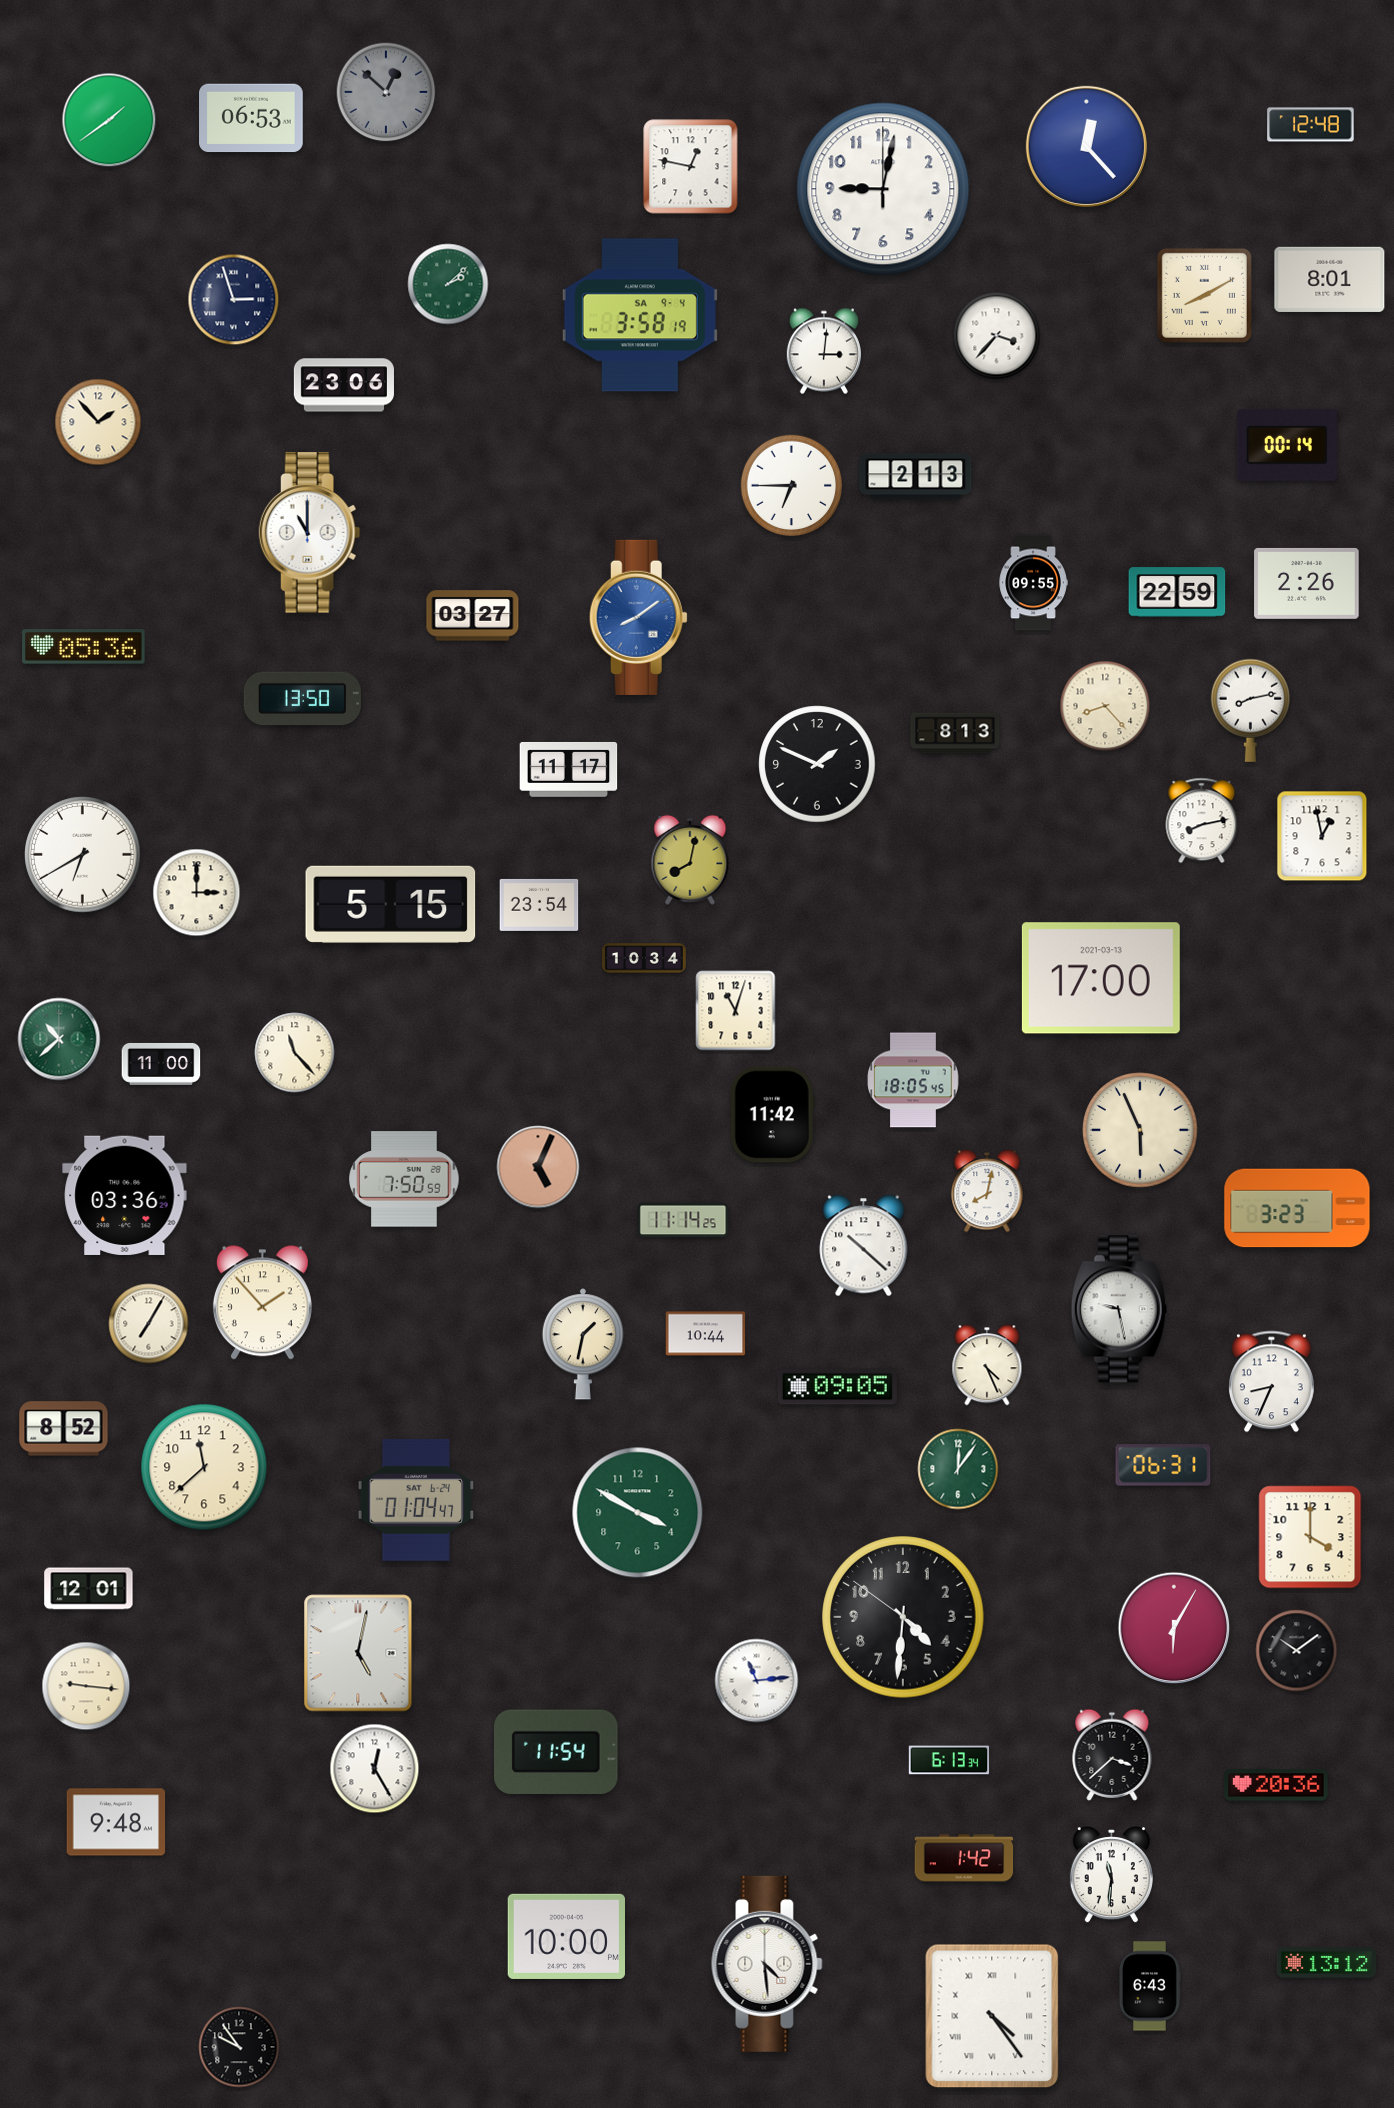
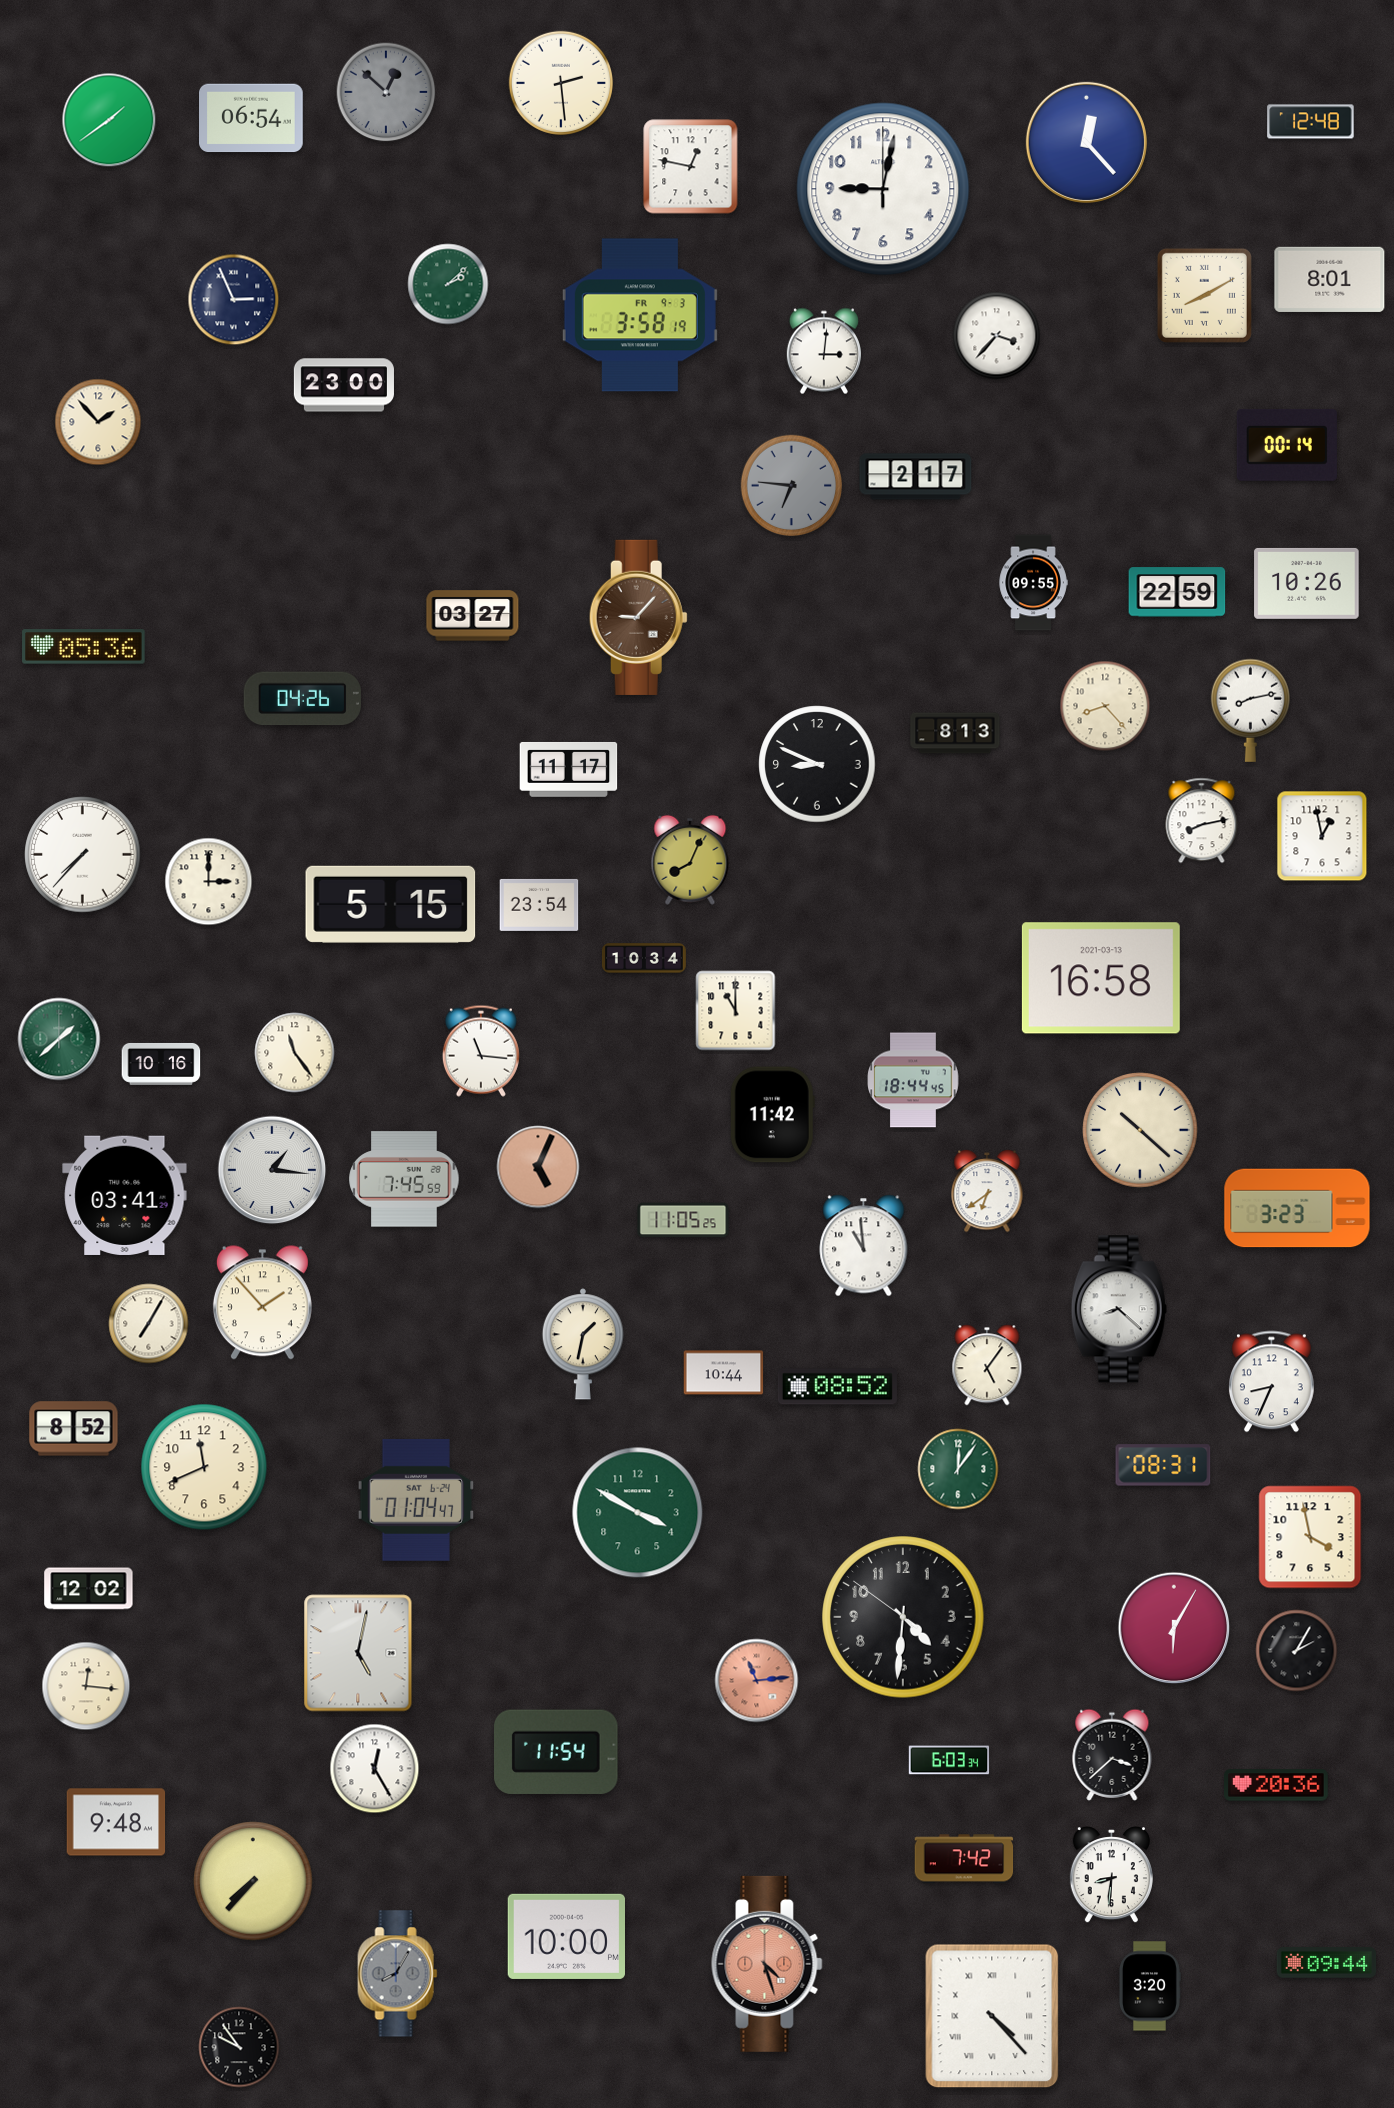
clock at (561, 83): none -> 2:29
clock at (252, 118): 06:53 -> 06:54
clock at (1311, 125) position: (1311, 125) -> (1311, 122)
clock at (1086, 146) position: (1086, 146) -> (1086, 142)
clock at (234, 300): 2:57 -> 2:56
clock at (640, 315) date: SA 9-4 -> FR 9-3
clock at (344, 385): 23:06 -> 23:00
clock at (916, 477): 2:13 -> 2:17
clock at (792, 486): 6:45 -> 6:46
clock at (792, 486) dial: white -> grey
clock at (310, 533): 11:00 -> none
clock at (1307, 583): 2:26 -> 10:26
clock at (638, 617): 8:09 -> 9:07
clock at (638, 617) dial: blue -> brown
clock at (302, 699): 13:50 -> 04:26
clock at (817, 764): 1:49 -> 8:49
clock at (83, 855): 6:40 -> 7:37
clock at (690, 860): 8:02 -> 8:04
clock at (197, 893) position: (197, 893) -> (209, 882)
clock at (1101, 978): 17:00 -> 16:58
clock at (736, 1011): 11:03 -> 11:00
clock at (59, 1039): 10:38 -> 1:38
clock at (481, 1051): none -> 11:16
clock at (295, 1053): 11:23 -> 11:24
clock at (161, 1064): 11:00 -> 10:16
clock at (913, 1080): 18:05 -> 18:44
clock at (1140, 1130): 5:56 -> 10:22
clock at (272, 1170): none -> 1:16
clock at (404, 1179): 7:50 -> 7:45
clock at (987, 1191): 8:02 -> 6:39
clock at (125, 1195): 03:36 -> 03:41
clock at (683, 1220): 11:14 -> 11:05
clock at (864, 1246): 10:22 -> 10:59
clock at (1119, 1309): 9:28 -> 8:22
clock at (706, 1334) position: (706, 1334) -> (724, 1373)
clock at (987, 1365): 4:26 -> 5:06
clock at (837, 1387): 09:05 -> 08:52
clock at (64, 1429) position: (64, 1429) -> (74, 1429)
clock at (1163, 1465): 06:31 -> 08:31
clock at (204, 1467): 11:38 -> 11:41
clock at (1310, 1537): 4:00 -> 3:58
clock at (89, 1589): 12:01 -> 12:02
clock at (1297, 1651): 10:09 -> 2:05
clock at (757, 1681) dial: white -> salmon
clock at (86, 1686): 9:16 -> 12:16
clock at (949, 1760): 6:13 -> 6:03
clock at (964, 1859): 1:42 -> 7:42
clock at (1111, 1876): 11:31 -> 8:31
clock at (253, 1881): none -> 7:37
clock at (1327, 1963): 13:12 -> 09:44
clock at (767, 1964): 4:29 -> 4:27
clock at (767, 1964) dial: white -> salmon
clock at (398, 1974): none -> 8:05
clock at (1149, 1986): 6:43 -> 3:20
clock at (992, 2016): 4:24 -> 4:23
